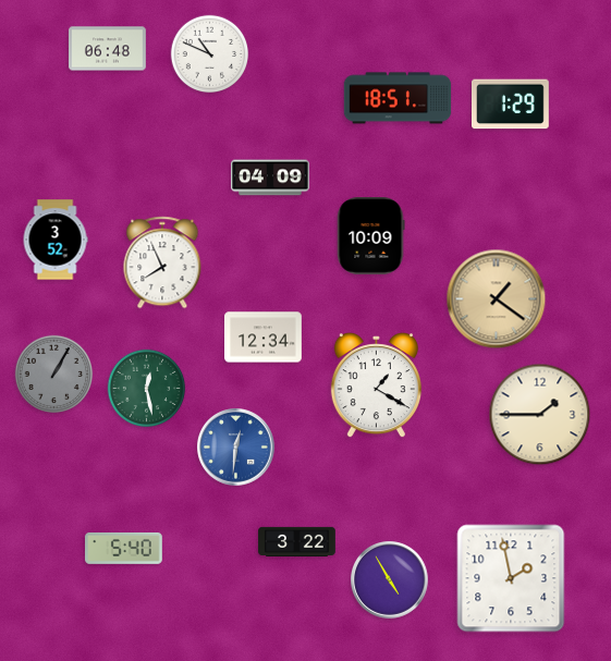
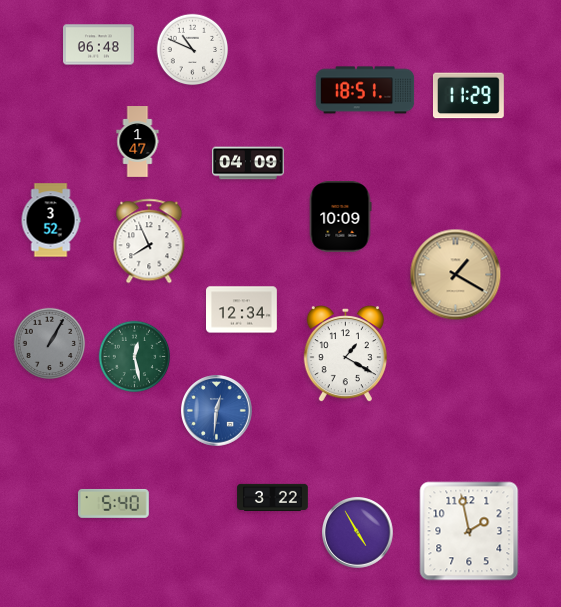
clock at (511, 105): 1:29 -> 11:29
clock at (138, 142): none -> 1:47
clock at (497, 299): 1:21 -> 1:20
clock at (540, 415): 1:45 -> none
